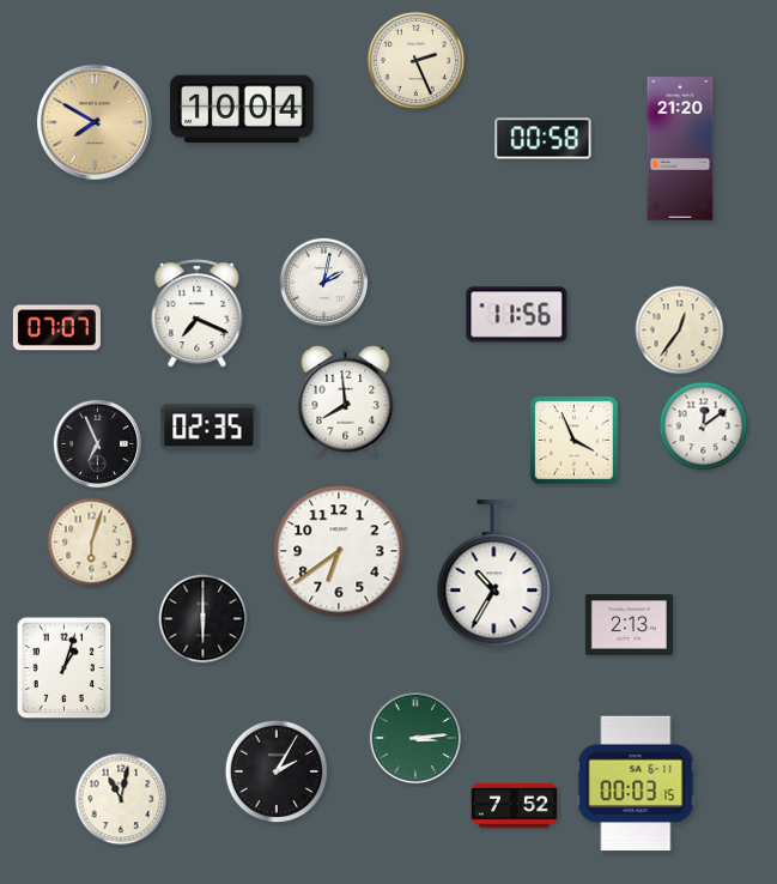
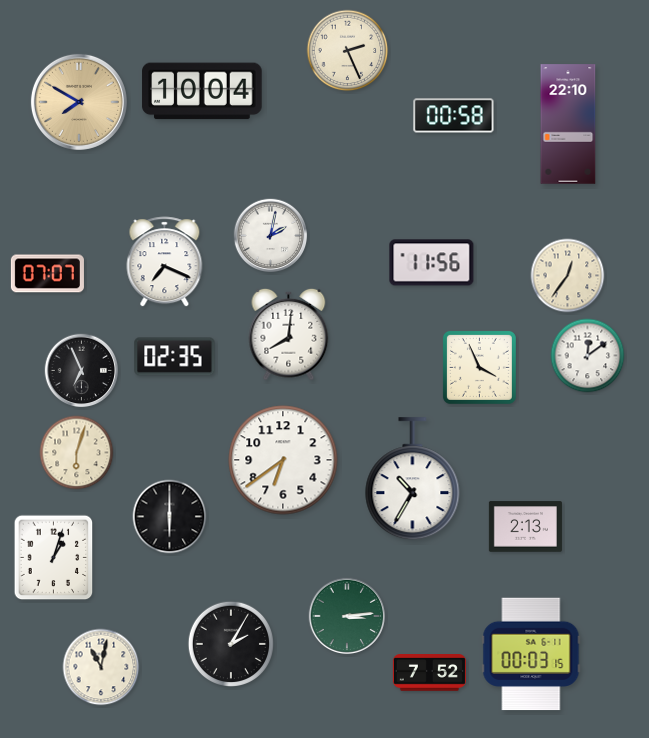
clock at (680, 149): 21:20 -> 22:10
clock at (346, 400): 7:59 -> 8:01
clock at (629, 625) position: (629, 625) -> (525, 527)
